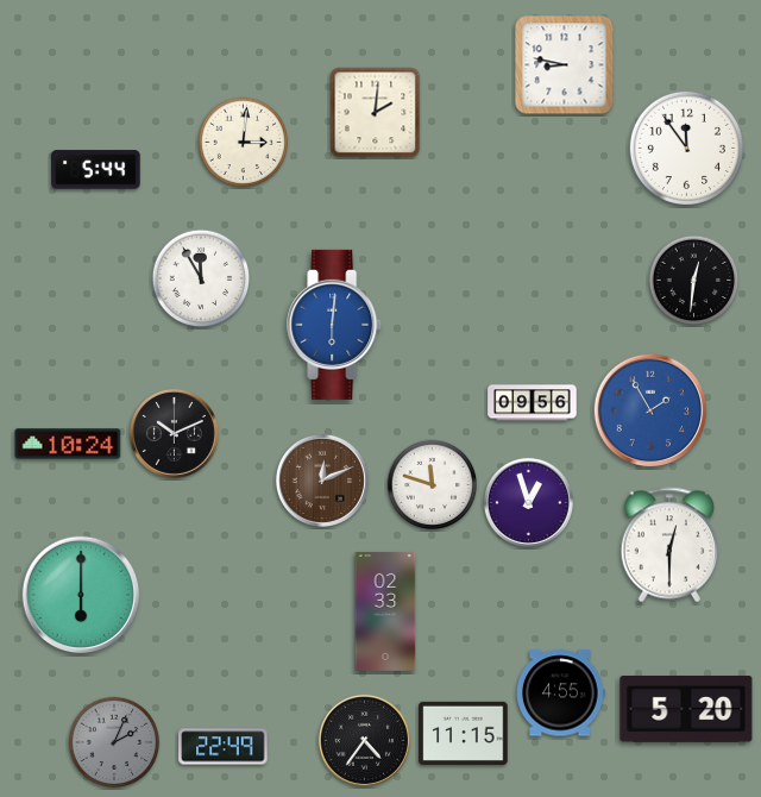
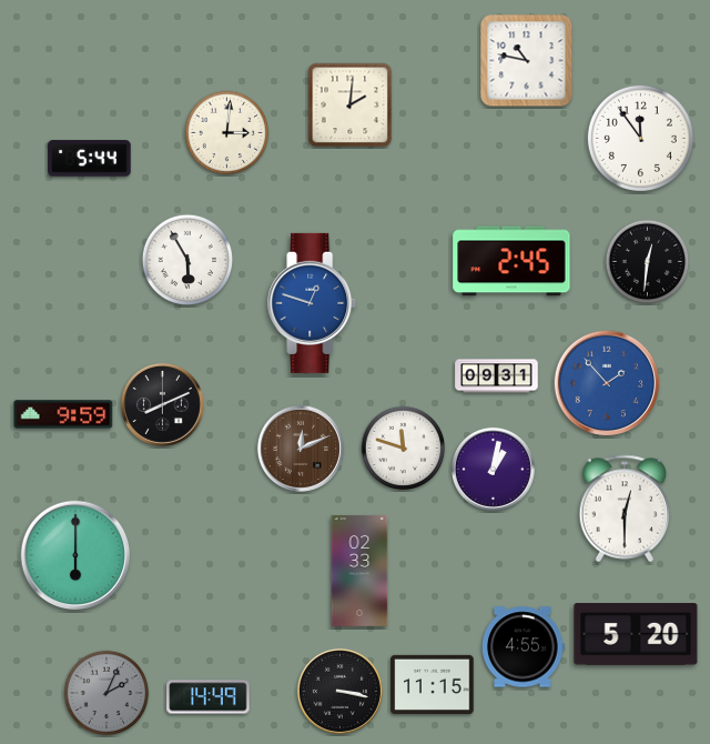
clock at (565, 65): 8:47 -> 10:47
clock at (201, 278): 11:55 -> 5:55
clock at (511, 261): none -> 2:45
clock at (335, 325): 6:01 -> 12:48
clock at (533, 403): 09:56 -> 09:31
clock at (650, 410): 1:55 -> 1:53
clock at (174, 433): 10:11 -> 8:11
clock at (68, 444): 10:24 -> 9:59
clock at (433, 485) position: (433, 485) -> (404, 449)
clock at (528, 502): 12:57 -> 1:02
clock at (686, 710) position: (686, 710) -> (636, 635)
clock at (364, 740): 4:36 -> 3:17
clock at (224, 747): 22:49 -> 14:49
